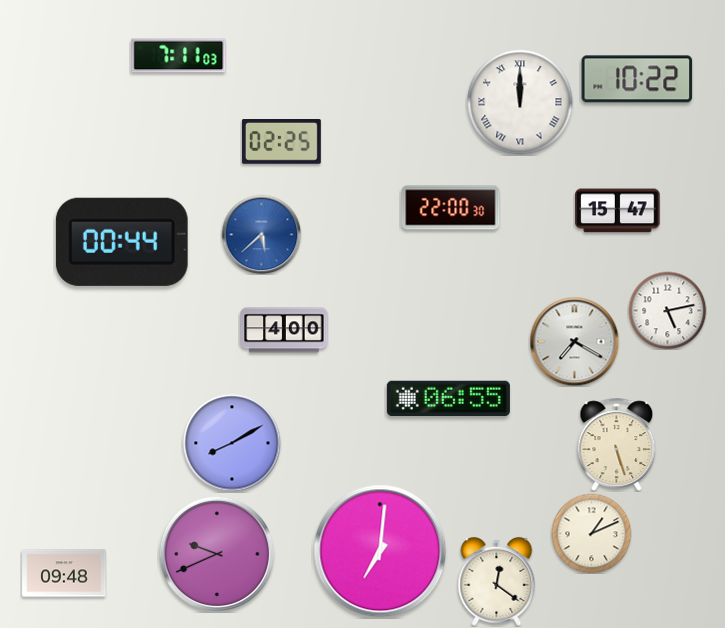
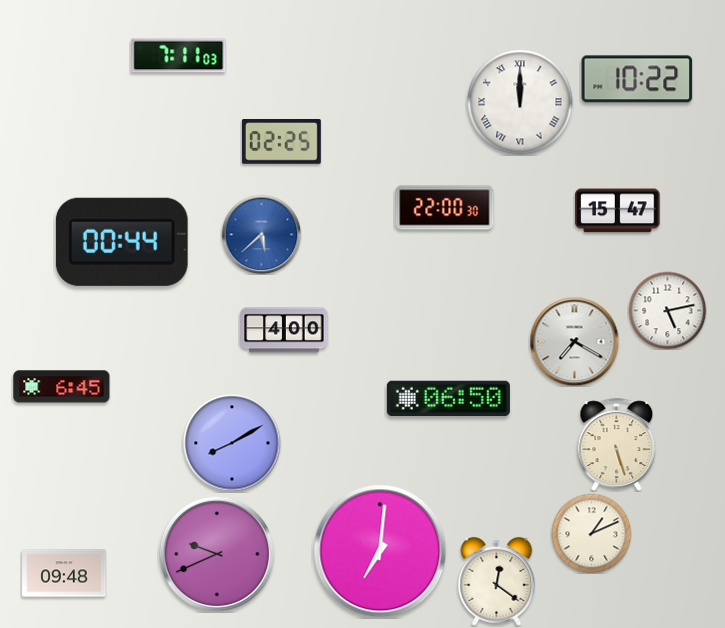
clock at (451, 208) position: (451, 208) -> (445, 208)
clock at (62, 387): none -> 6:45
clock at (448, 399): 06:55 -> 06:50
